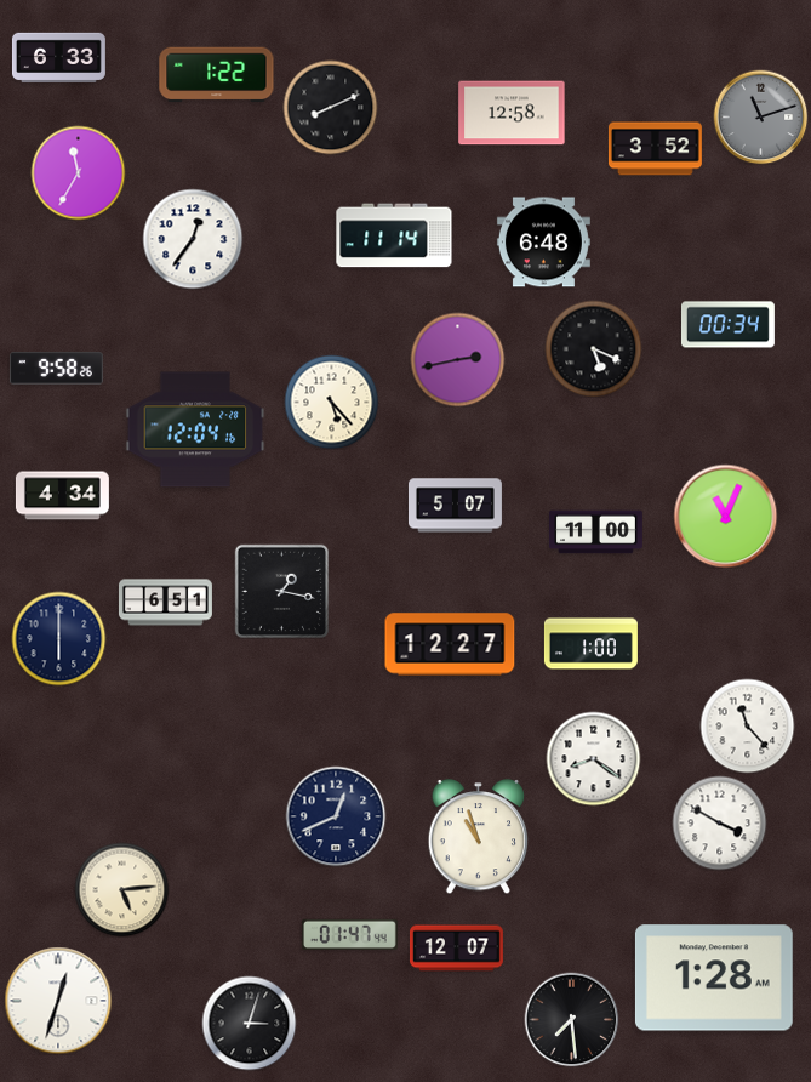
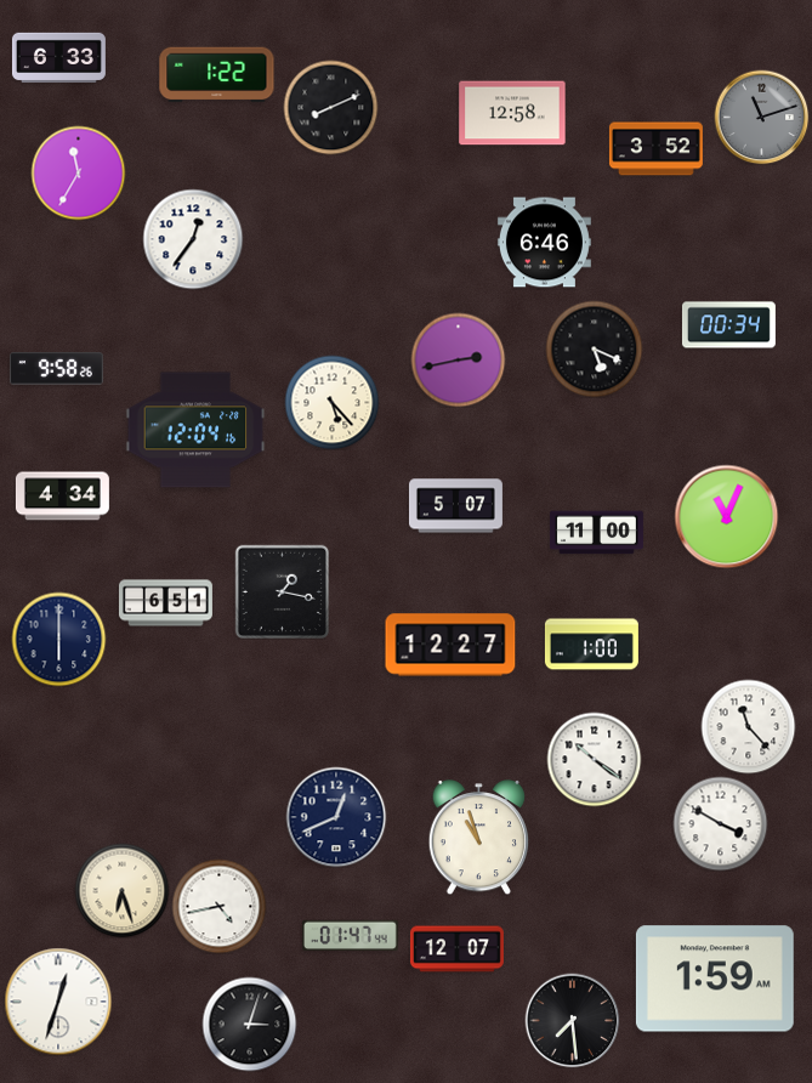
clock at (394, 235): 11:14 -> none
clock at (543, 243): 6:48 -> 6:46
clock at (593, 758): 8:21 -> 10:21
clock at (121, 889): 5:14 -> 6:27
clock at (218, 906): none -> 4:43
clock at (714, 978): 1:28 -> 1:59
